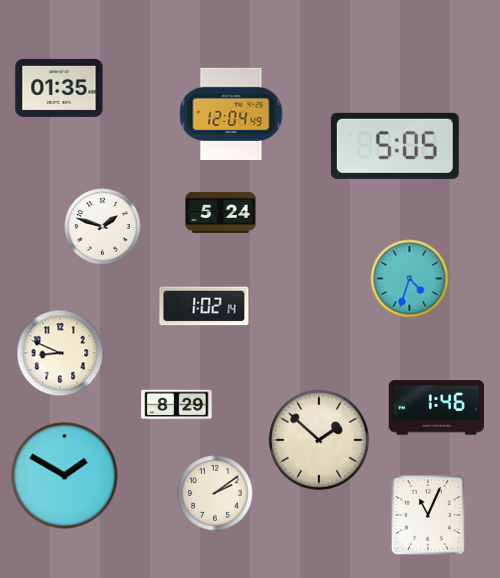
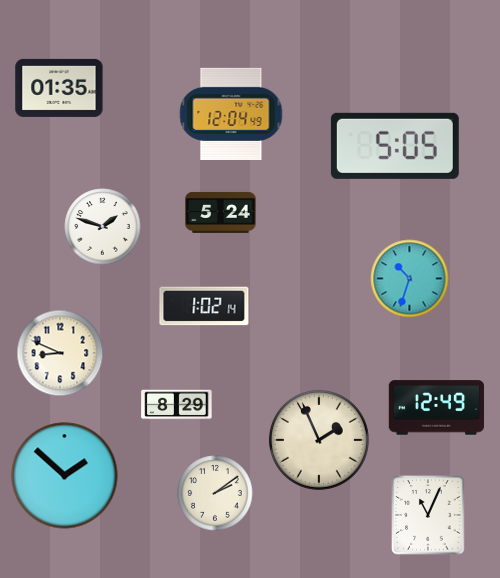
clock at (410, 279): 4:33 -> 10:33
clock at (437, 408): 1:46 -> 12:49
clock at (319, 440): 1:52 -> 1:56
clock at (65, 476): 1:50 -> 1:52
